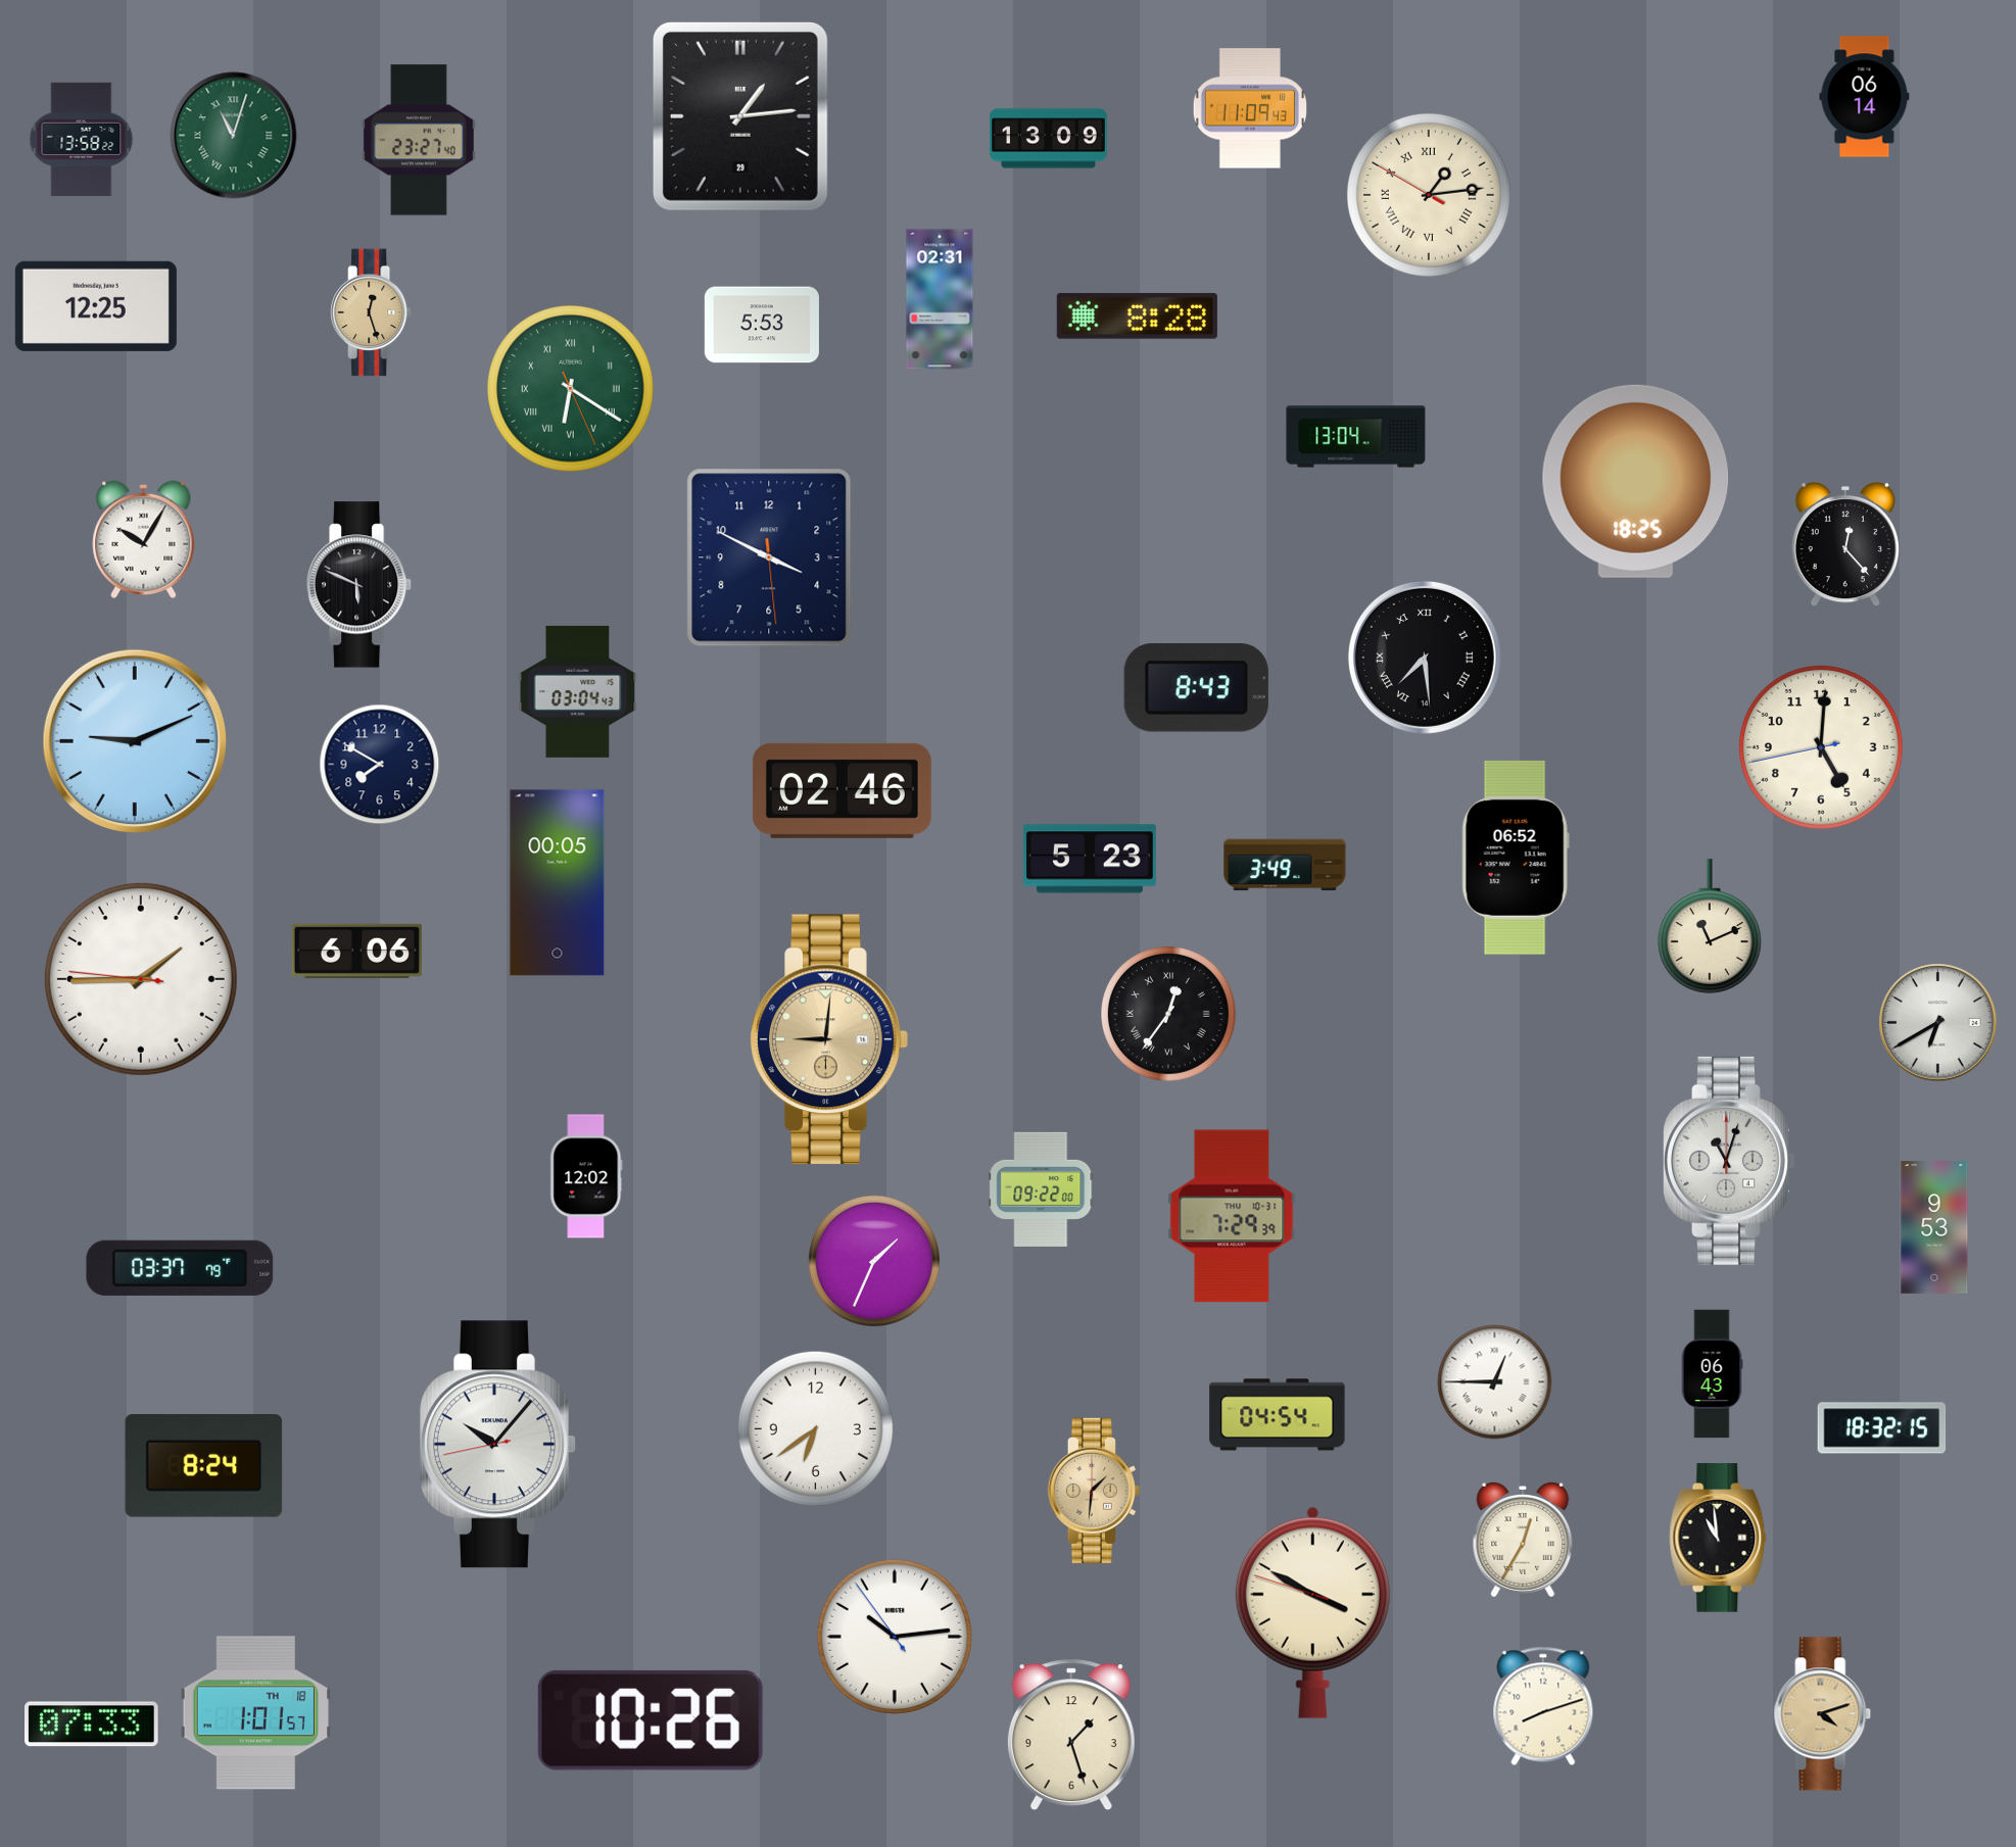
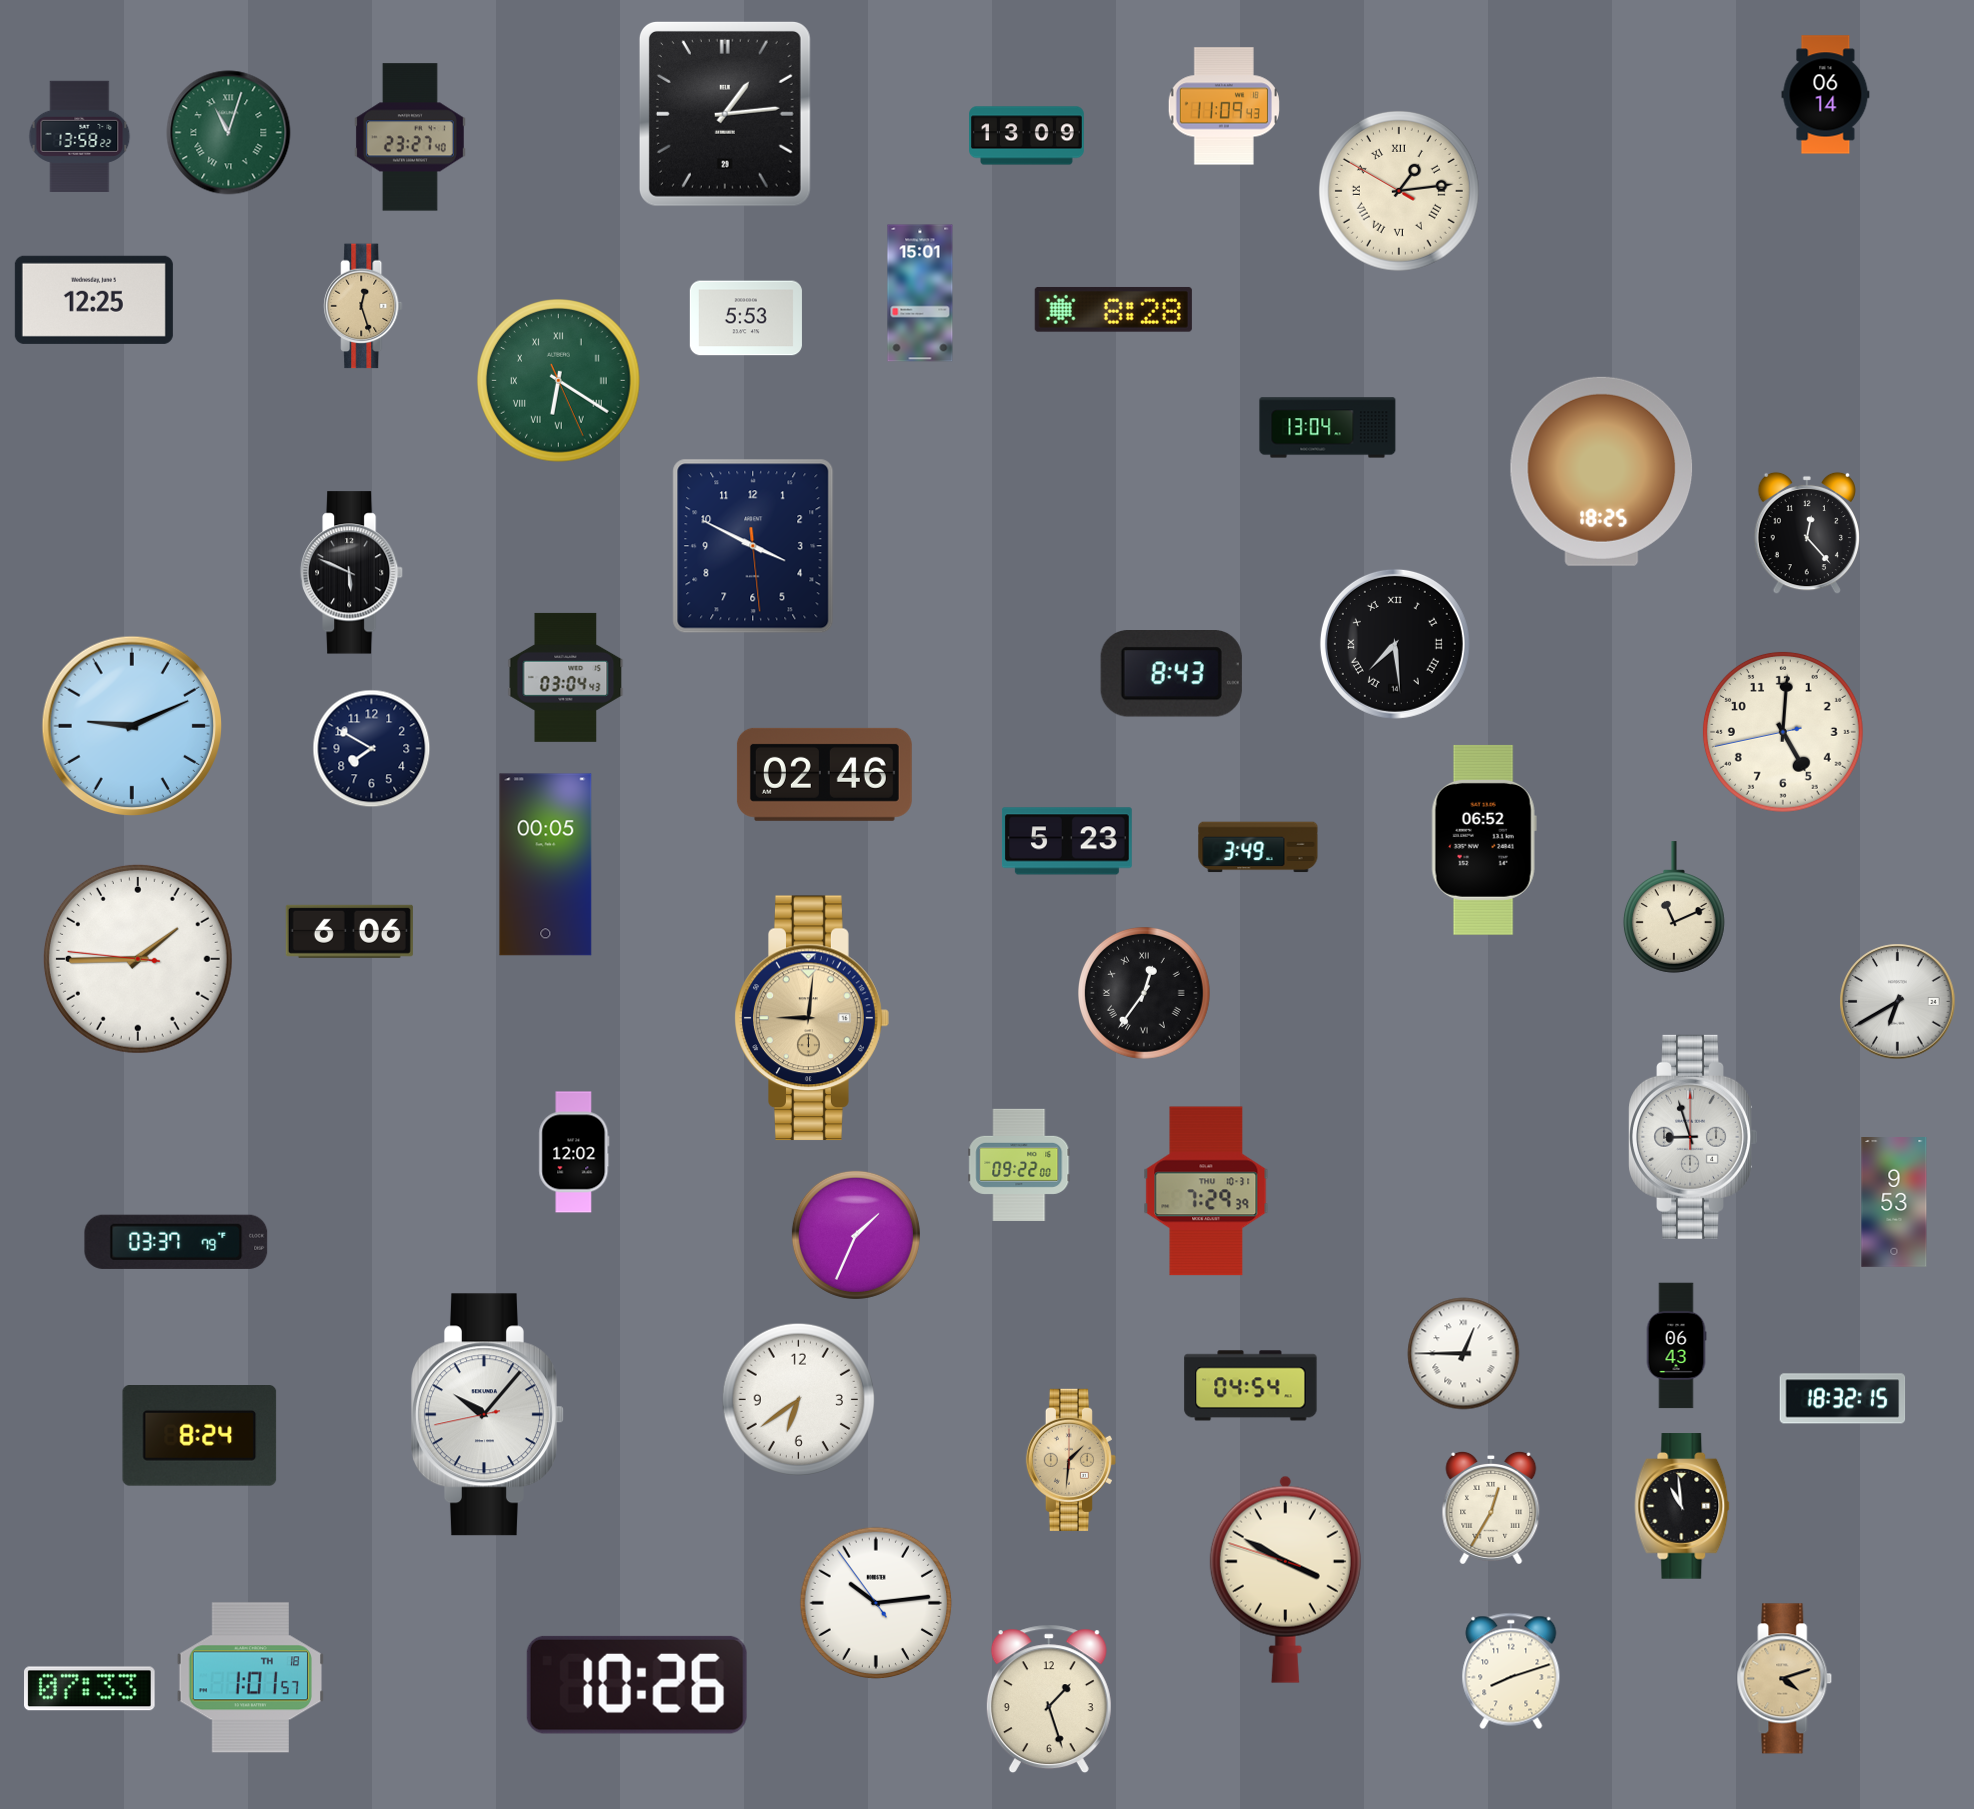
clock at (940, 299): 02:31 -> 15:01
clock at (144, 539): 10:05 -> none
clock at (1728, 1161): 11:03 -> 8:57
